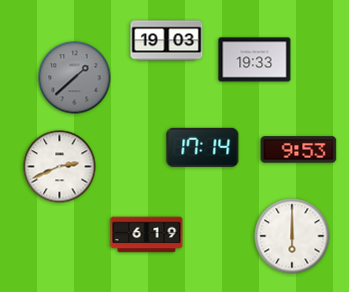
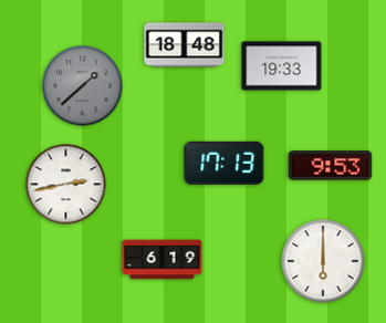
clock at (167, 41): 19:03 -> 18:48
clock at (203, 147): 17:14 -> 17:13
clock at (60, 167): 2:41 -> 2:43
